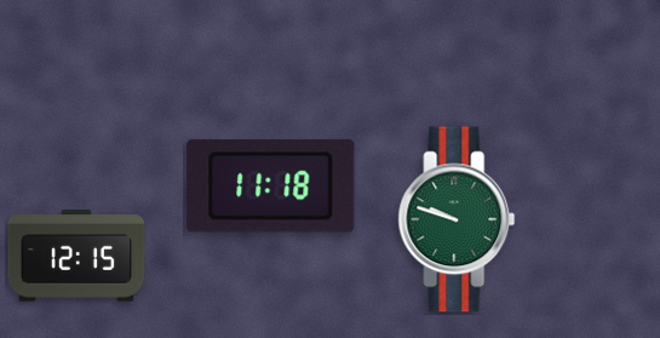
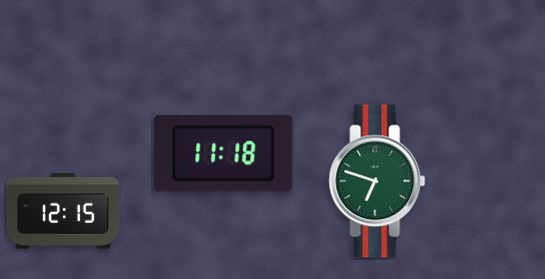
clock at (457, 219): 9:48 -> 6:48
